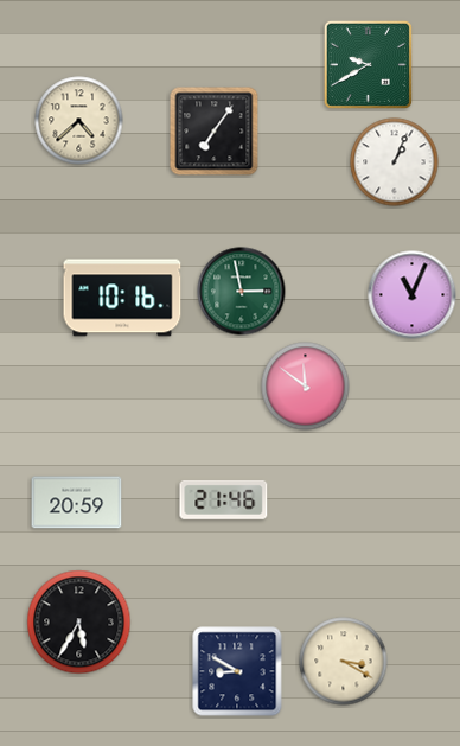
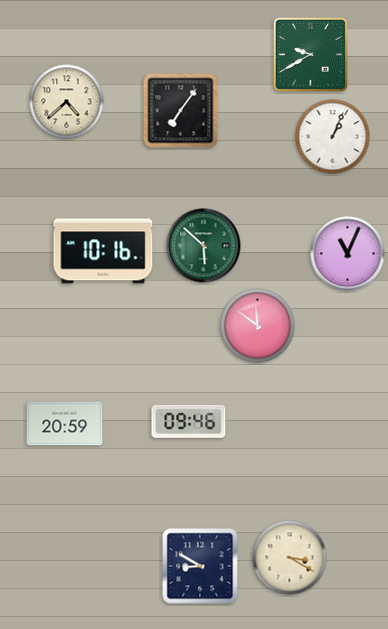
clock at (242, 292): 2:58 -> 5:52
clock at (413, 295) position: (413, 295) -> (348, 254)
clock at (224, 499): 21:46 -> 09:46
clock at (79, 623): 5:35 -> none
